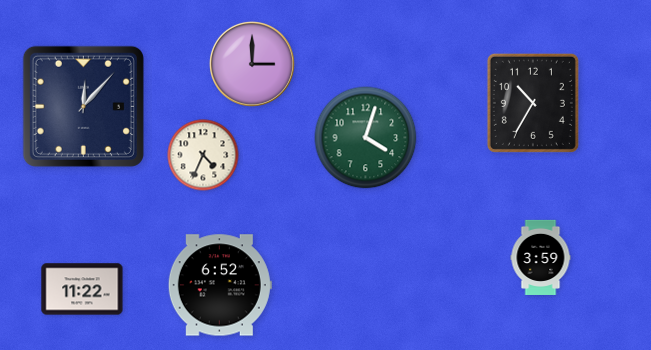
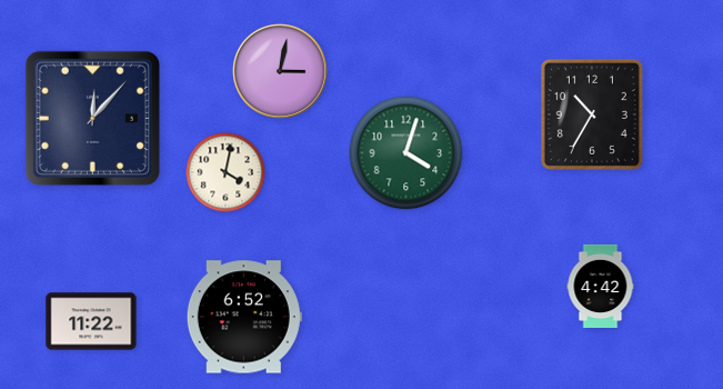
clock at (252, 64): 3:00 -> 3:02
clock at (203, 155): 4:34 -> 4:02
clock at (541, 257): 3:59 -> 4:42
